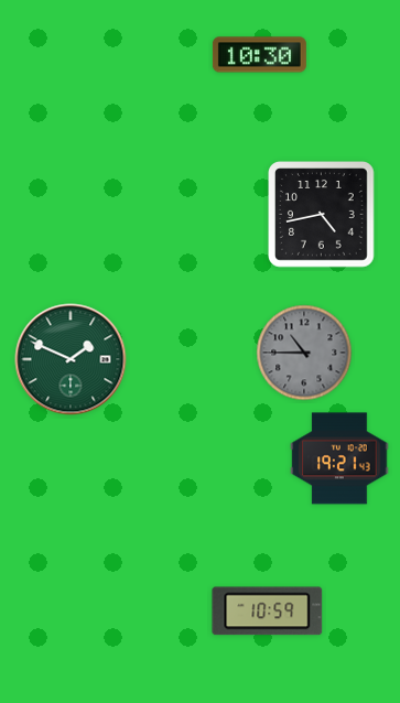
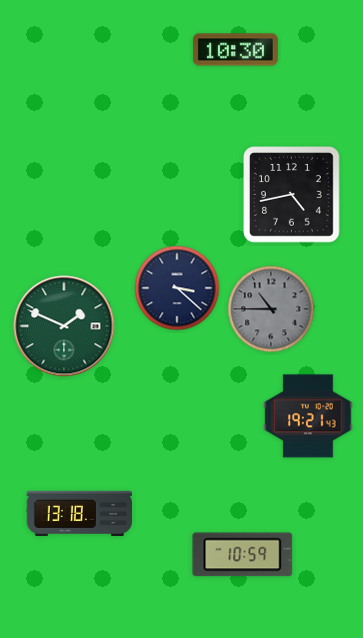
clock at (177, 288): none -> 3:22
clock at (304, 353) position: (304, 353) -> (271, 309)
clock at (79, 513): none -> 13:18
